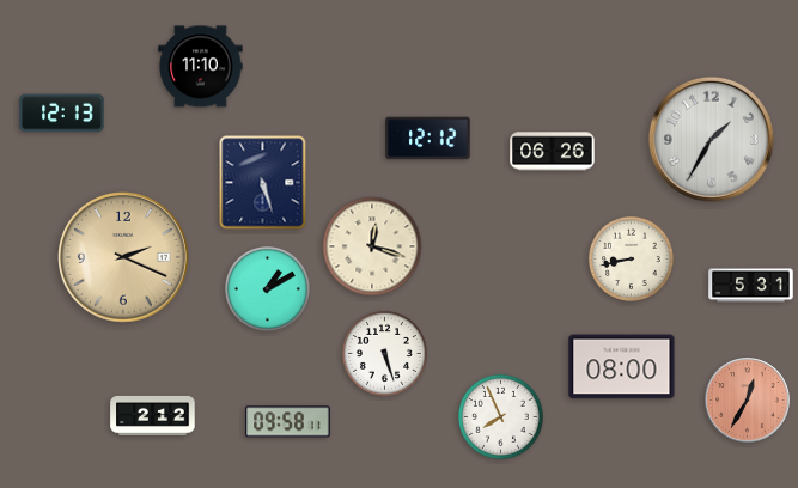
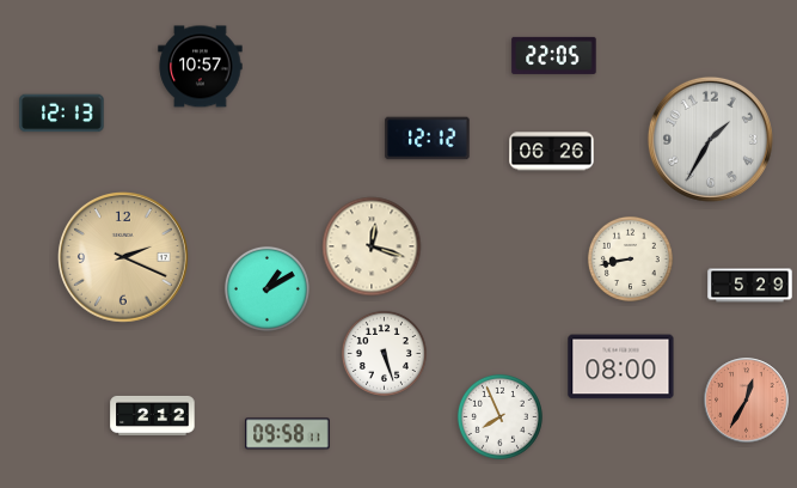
clock at (554, 55): none -> 22:05
clock at (201, 67): 11:10 -> 10:57
clock at (263, 183): 5:27 -> none
clock at (751, 286): 5:31 -> 5:29
clock at (288, 422) position: (288, 422) -> (288, 434)
